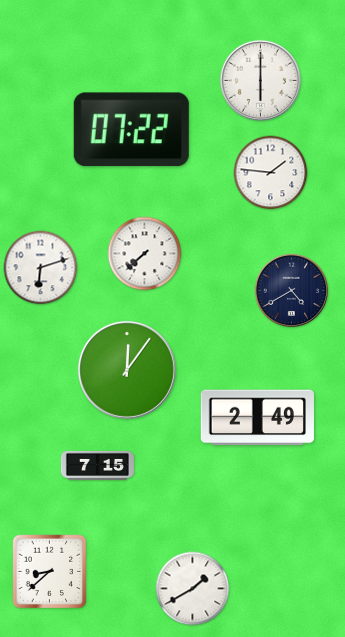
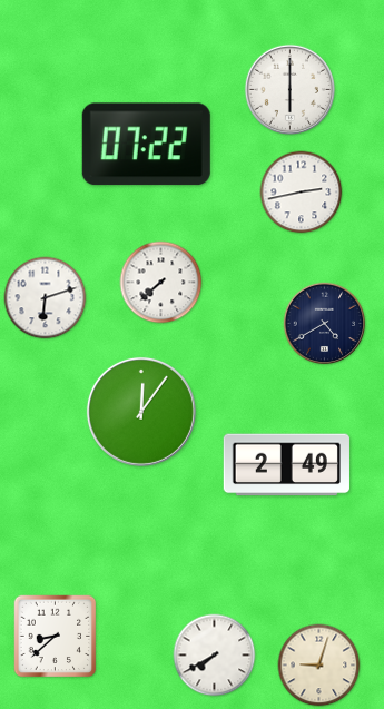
clock at (271, 173): 1:46 -> 2:43
clock at (97, 465): 7:15 -> none
clock at (193, 589): 1:40 -> 7:40
clock at (319, 666): none -> 9:03
